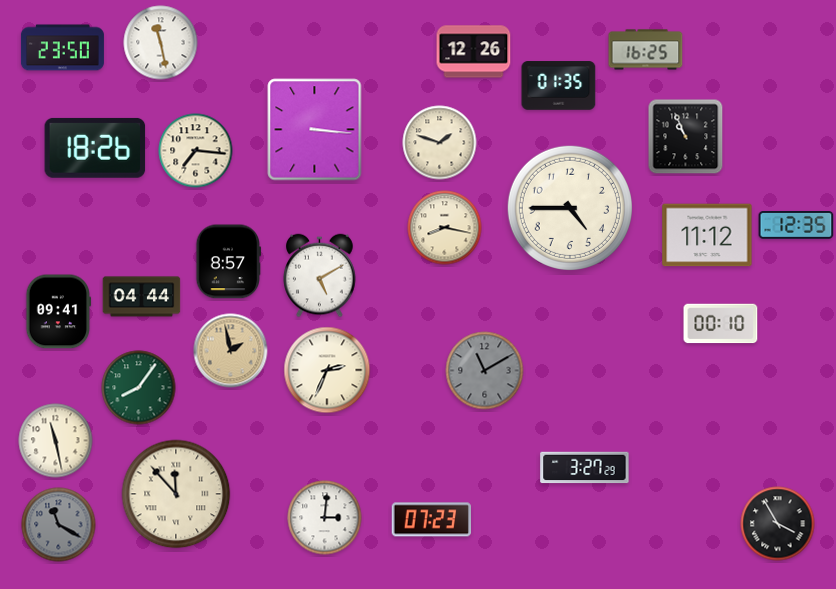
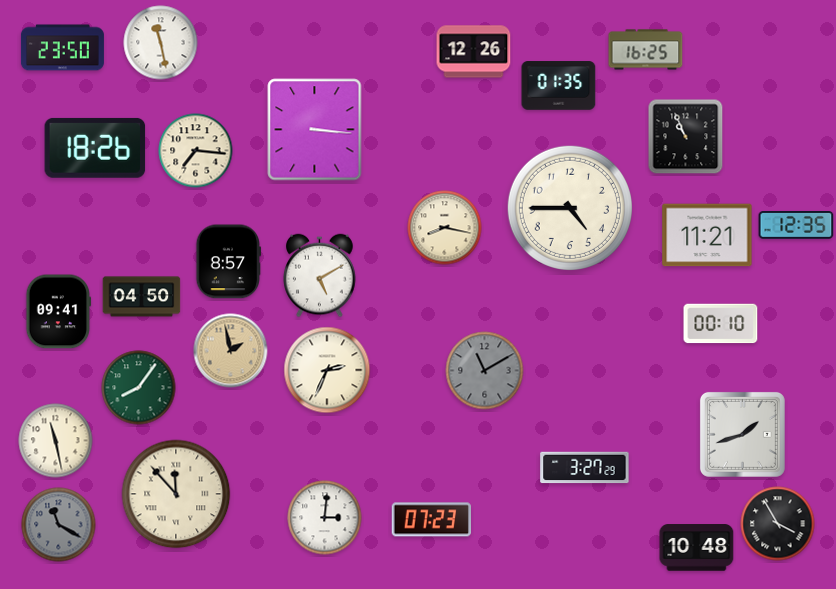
clock at (440, 143): 1:48 -> none
clock at (707, 235): 11:12 -> 11:21
clock at (142, 297): 04:44 -> 04:50
clock at (742, 434): none -> 1:42
clock at (697, 548): none -> 10:48
